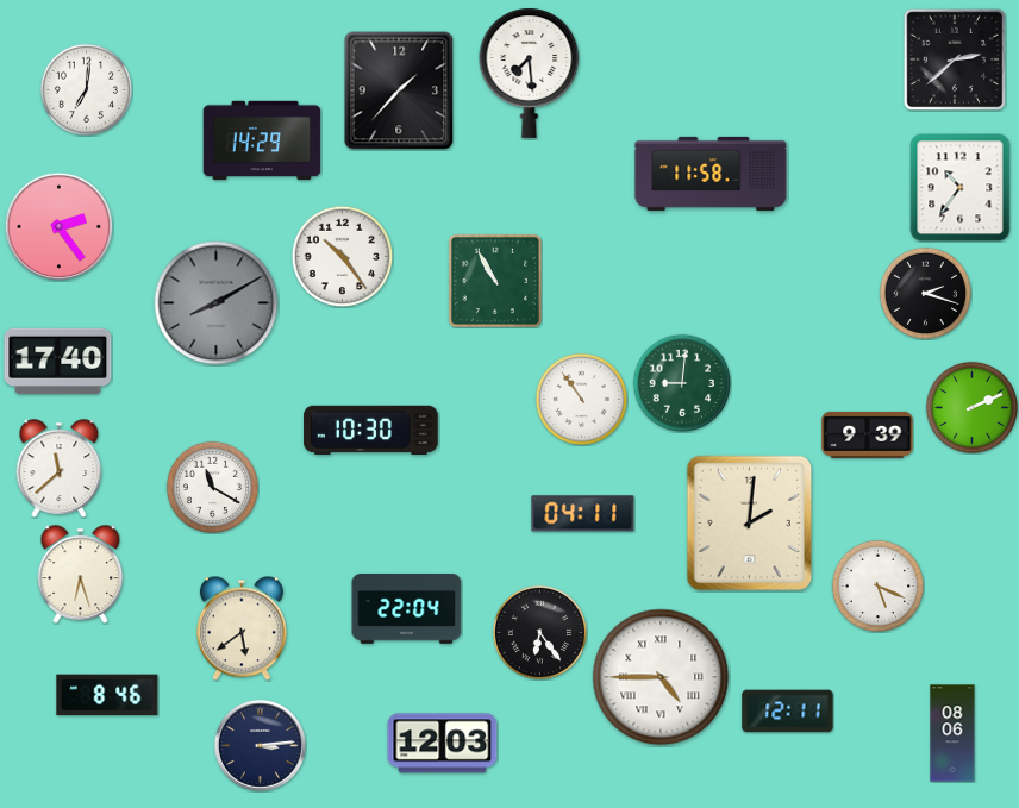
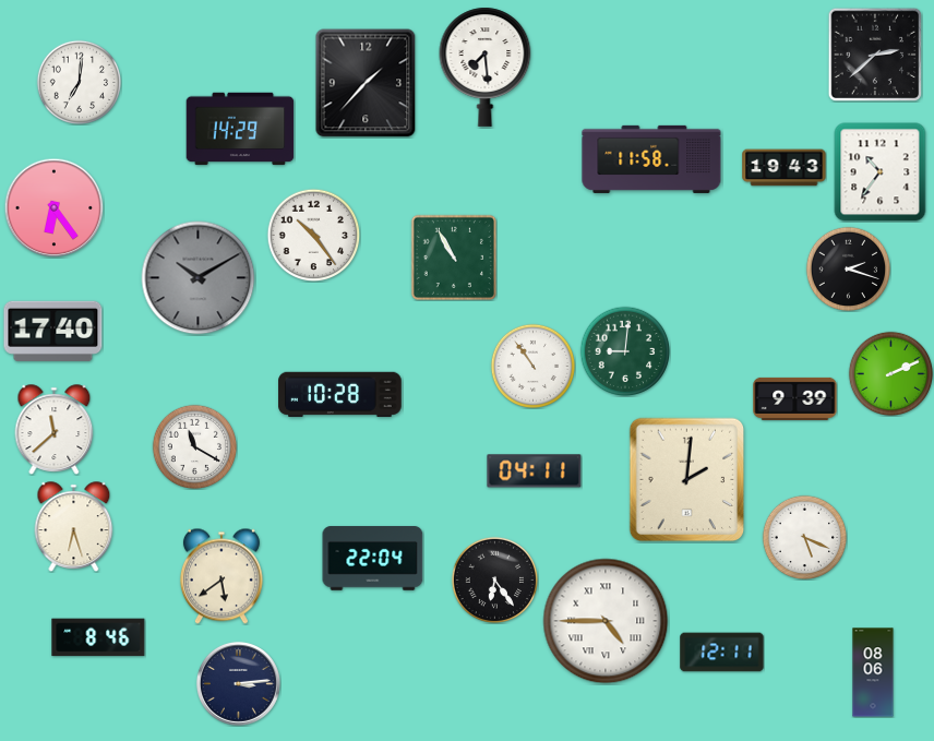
clock at (785, 168): none -> 19:43
clock at (58, 226): 2:24 -> 6:24
clock at (217, 303): 8:10 -> 10:10
clock at (371, 430): 10:30 -> 10:28
clock at (443, 744): 12:03 -> none
